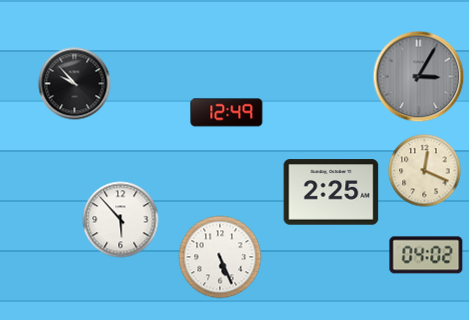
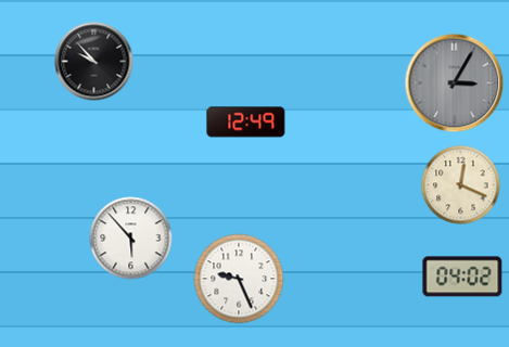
clock at (75, 84) position: (75, 84) -> (94, 62)
clock at (331, 192): 2:25 -> none
clock at (220, 257): 5:26 -> 9:26
